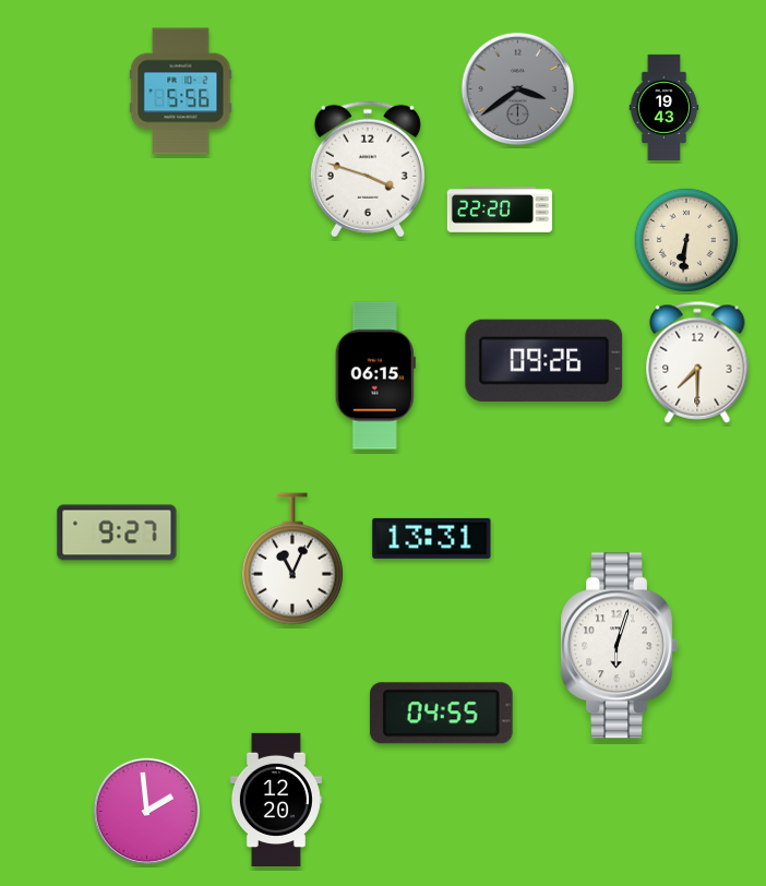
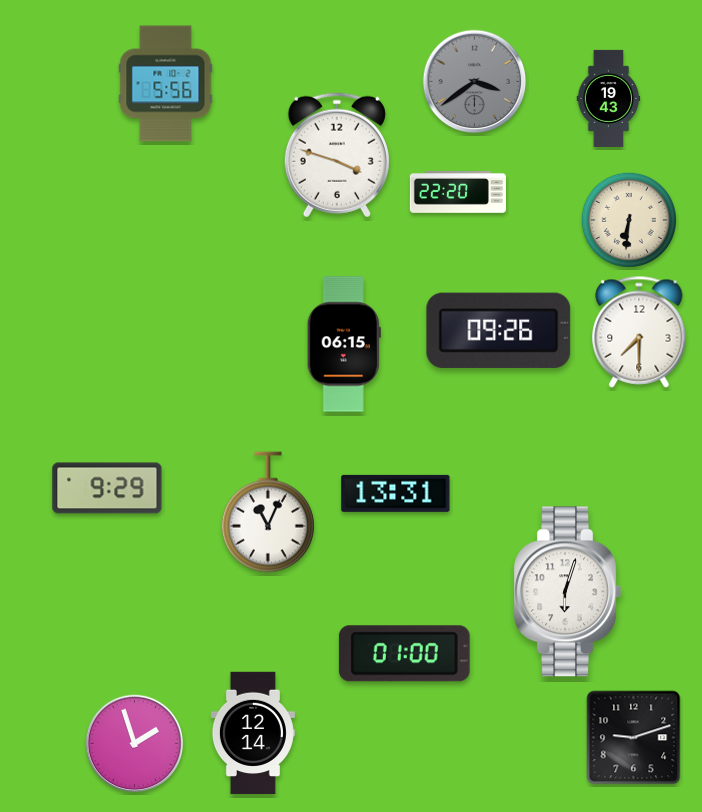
clock at (117, 532): 9:27 -> 9:29
clock at (441, 714): 04:55 -> 01:00
clock at (276, 800): 12:20 -> 12:14
clock at (634, 738): none -> 9:12
clock at (147, 812): 1:59 -> 1:57
